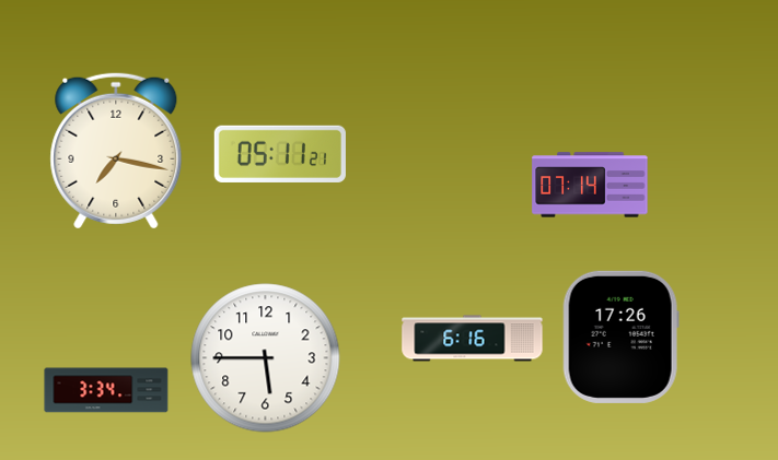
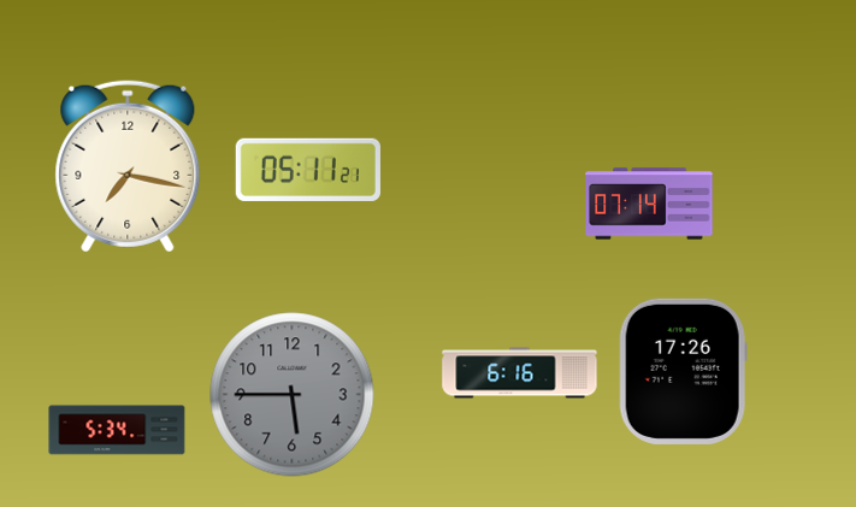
clock at (266, 358) dial: white -> grey
clock at (106, 390): 3:34 -> 5:34
